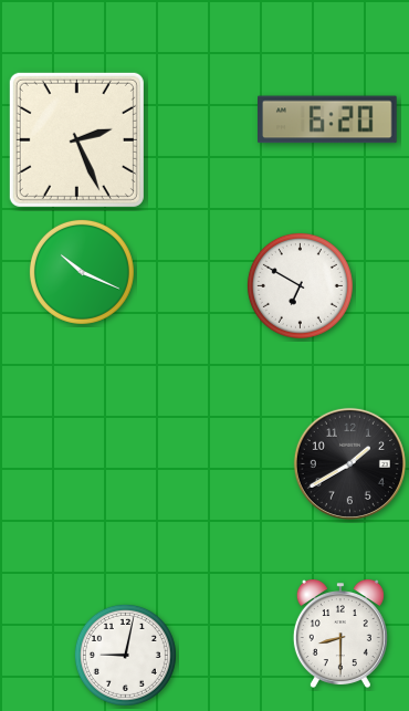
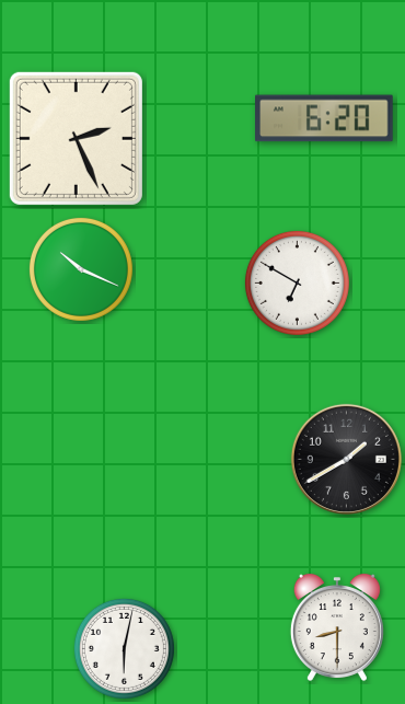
clock at (125, 655): 9:02 -> 6:02
